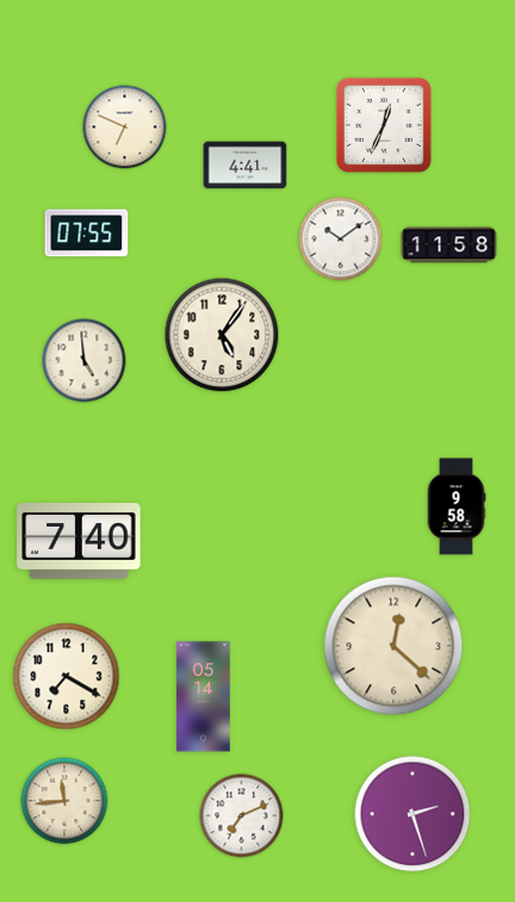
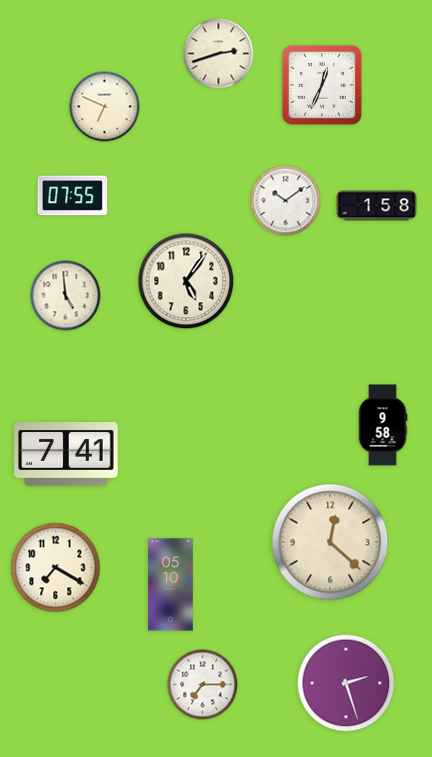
clock at (219, 54): none -> 2:42
clock at (384, 125) position: (384, 125) -> (322, 85)
clock at (246, 166): 4:41 -> none
clock at (449, 245): 11:58 -> 1:58
clock at (85, 361) position: (85, 361) -> (66, 296)
clock at (79, 542): 7:40 -> 7:41
clock at (204, 697): 05:14 -> 05:10
clock at (64, 801): 11:44 -> none
clock at (242, 816): 7:11 -> 7:15
